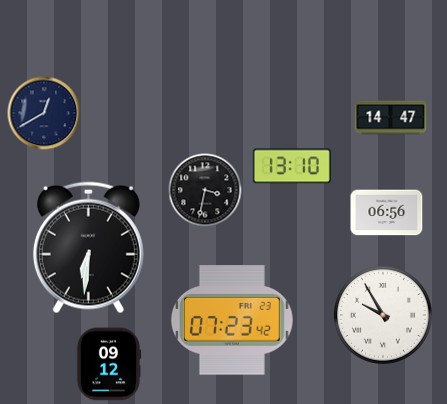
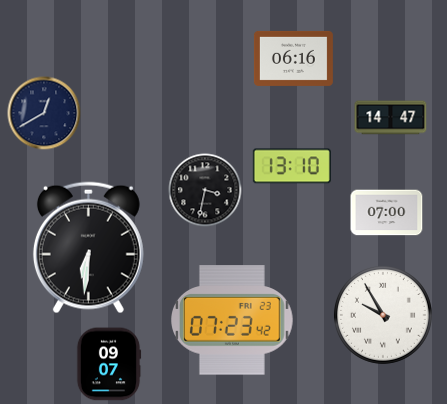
clock at (293, 58): none -> 06:16
clock at (387, 213): 06:56 -> 07:00
clock at (109, 364): 09:12 -> 09:07
